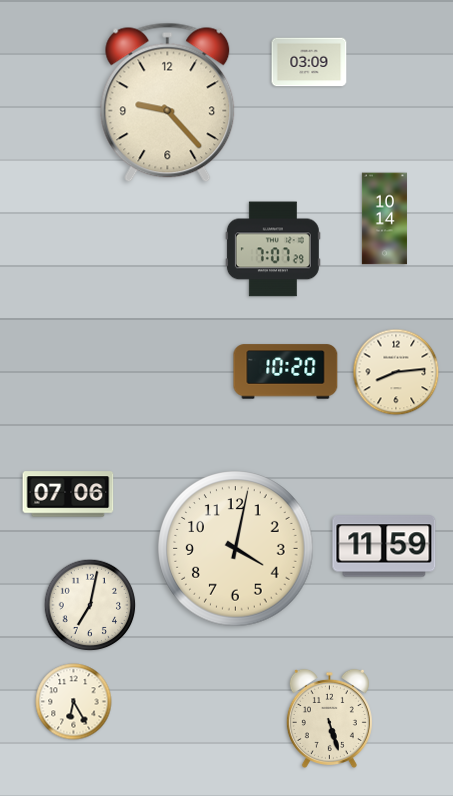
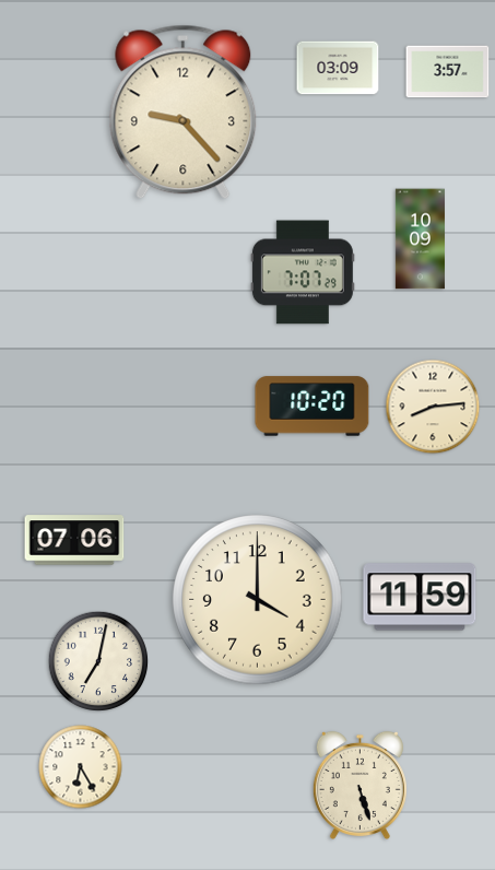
clock at (448, 72): none -> 3:57
clock at (384, 219): 10:14 -> 10:09
clock at (273, 249) position: (273, 249) -> (303, 272)
clock at (236, 549): 4:02 -> 4:00
